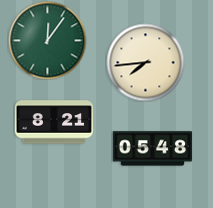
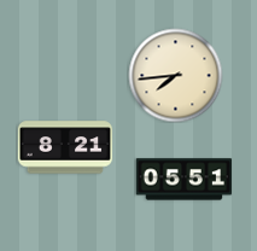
clock at (47, 40): 12:06 -> none
clock at (152, 149): 05:48 -> 05:51
